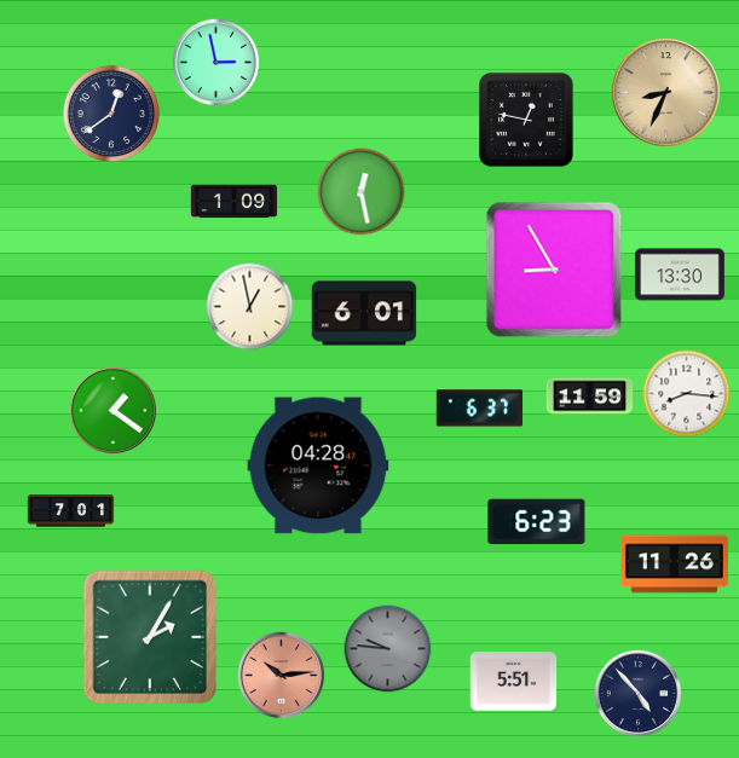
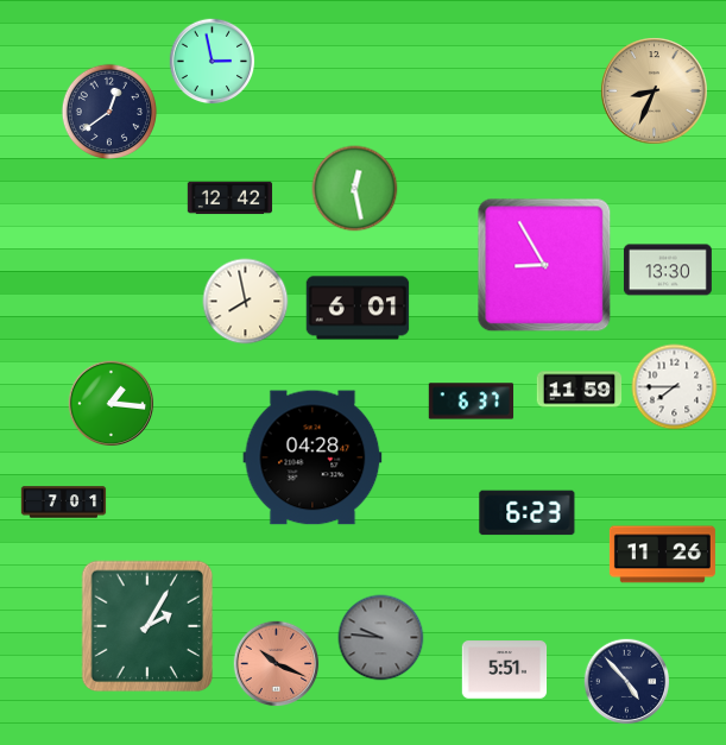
clock at (526, 120): 12:47 -> none
clock at (235, 202): 1:09 -> 12:42
clock at (250, 307): 12:58 -> 7:58
clock at (687, 394): 8:16 -> 7:45
clock at (114, 411): 1:21 -> 1:16
clock at (71, 511) position: (71, 511) -> (64, 503)
clock at (282, 676): 10:14 -> 10:19
